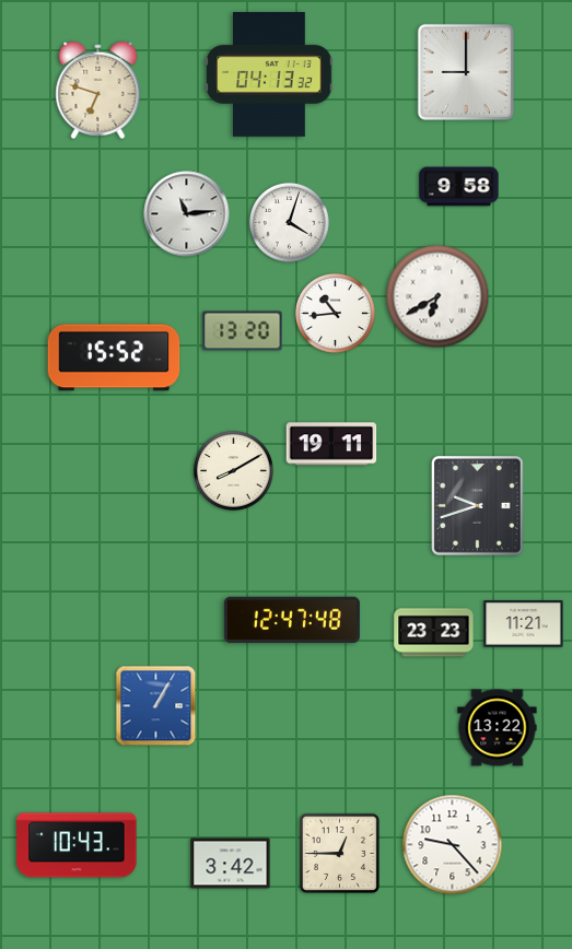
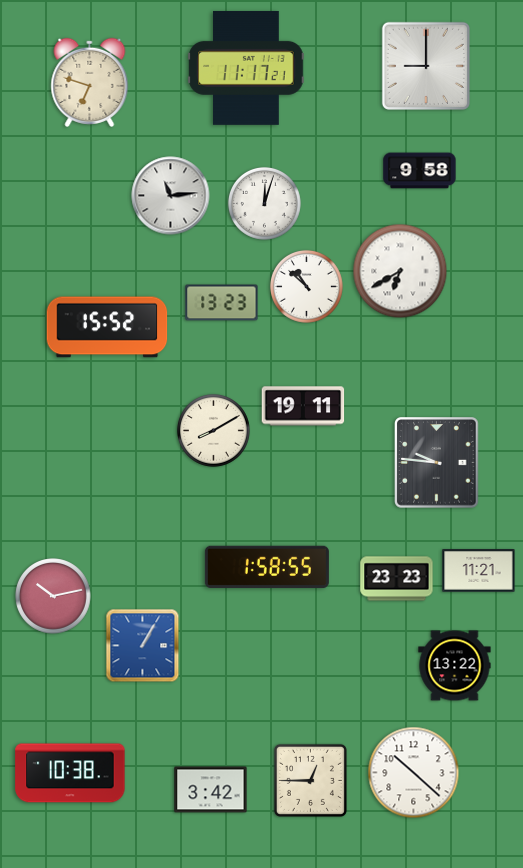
clock at (269, 74): 04:13 -> 11:17
clock at (289, 222): 4:03 -> 12:03
clock at (335, 313): 10:44 -> 10:52
clock at (243, 331): 13:20 -> 13:23
clock at (114, 358) position: (114, 358) -> (107, 327)
clock at (478, 506): 9:42 -> 9:46
clock at (292, 620): 12:47 -> 1:58
clock at (53, 596): none -> 10:13
clock at (77, 845): 10:43 -> 10:38
clock at (453, 845): 9:23 -> 10:22
